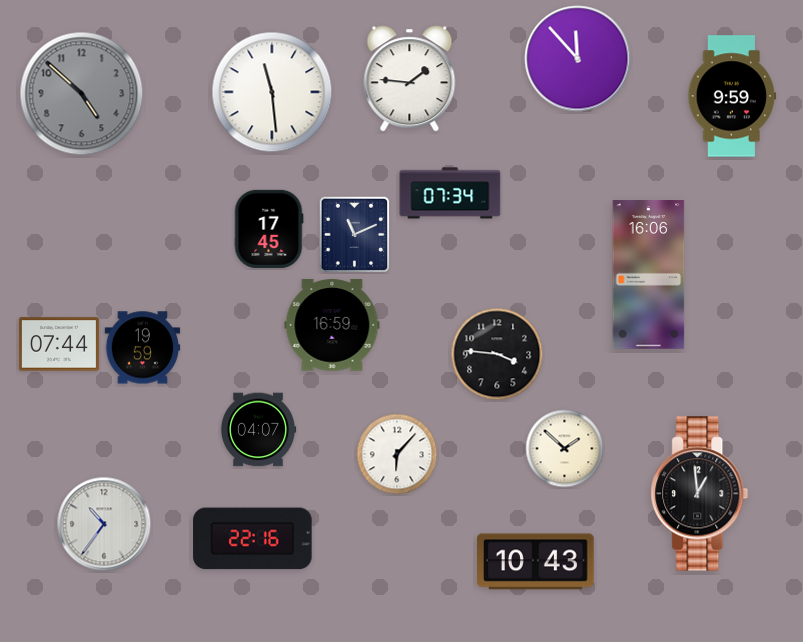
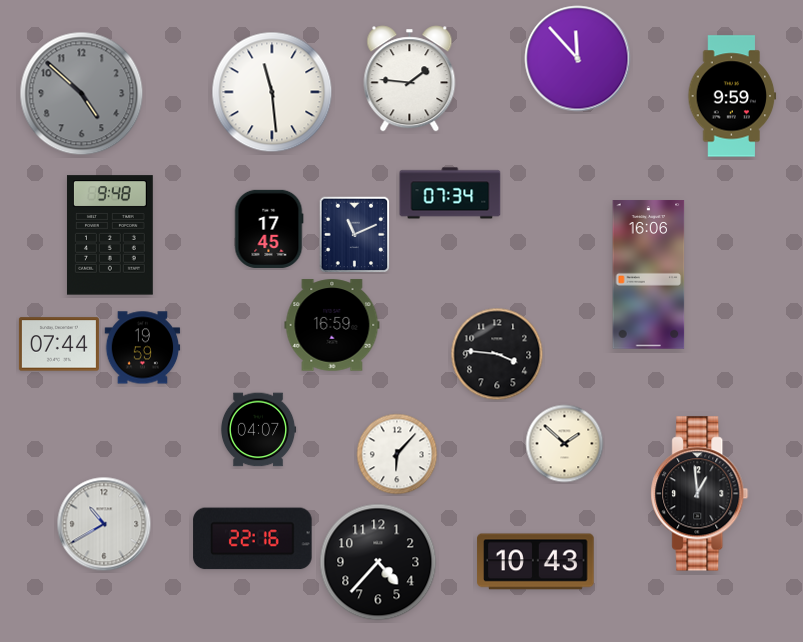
clock at (110, 235): none -> 9:48
clock at (565, 449) position: (565, 449) -> (565, 444)
clock at (104, 524): 10:36 -> 10:40
clock at (378, 562): none -> 4:37
